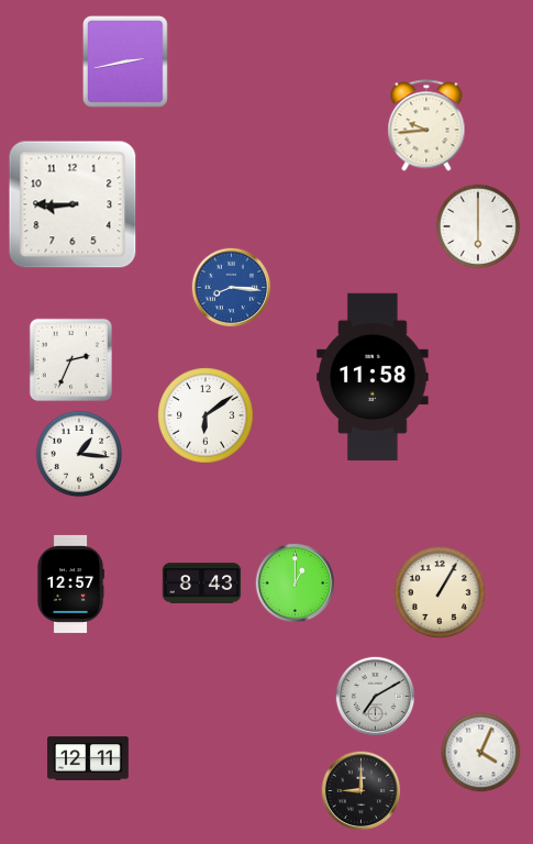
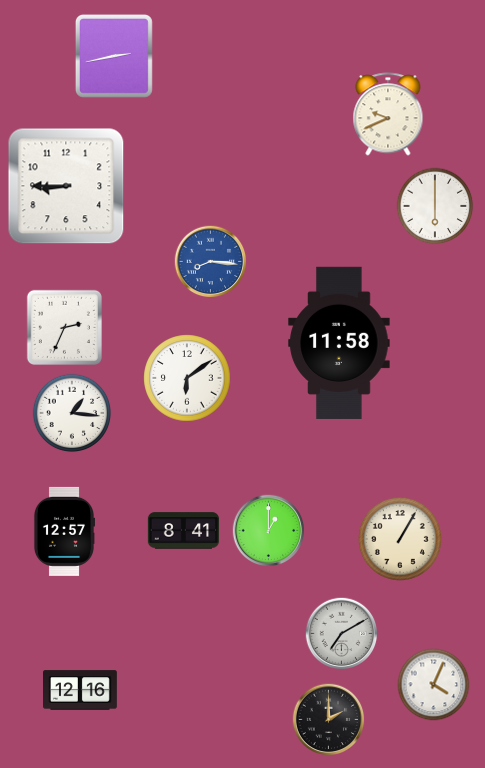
clock at (426, 125): 9:44 -> 9:41
clock at (202, 584): 8:43 -> 8:41
clock at (481, 753) position: (481, 753) -> (434, 685)
clock at (89, 758): 12:11 -> 12:16
clock at (362, 791): 9:00 -> 2:00
